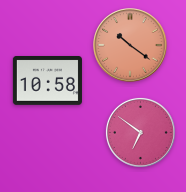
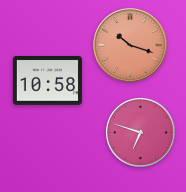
clock at (130, 45): 10:21 -> 10:18
clock at (140, 132): 6:51 -> 6:48
